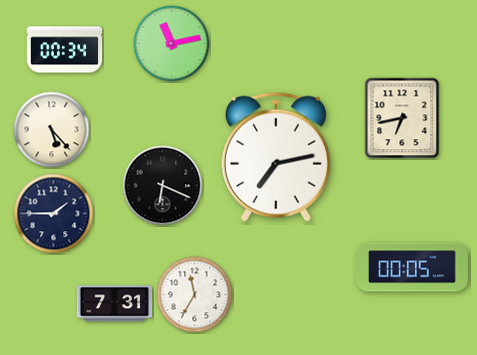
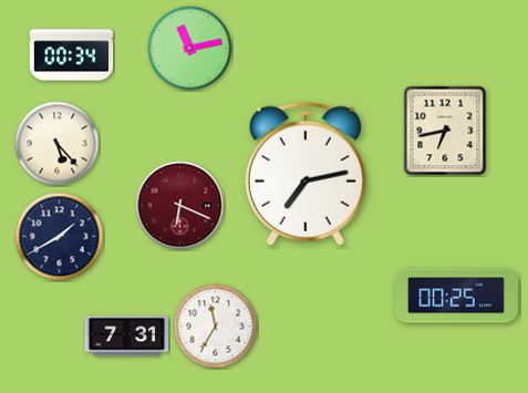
clock at (163, 186) dial: black -> burgundy
clock at (54, 214): 1:45 -> 1:40
clock at (413, 267): 00:05 -> 00:25
